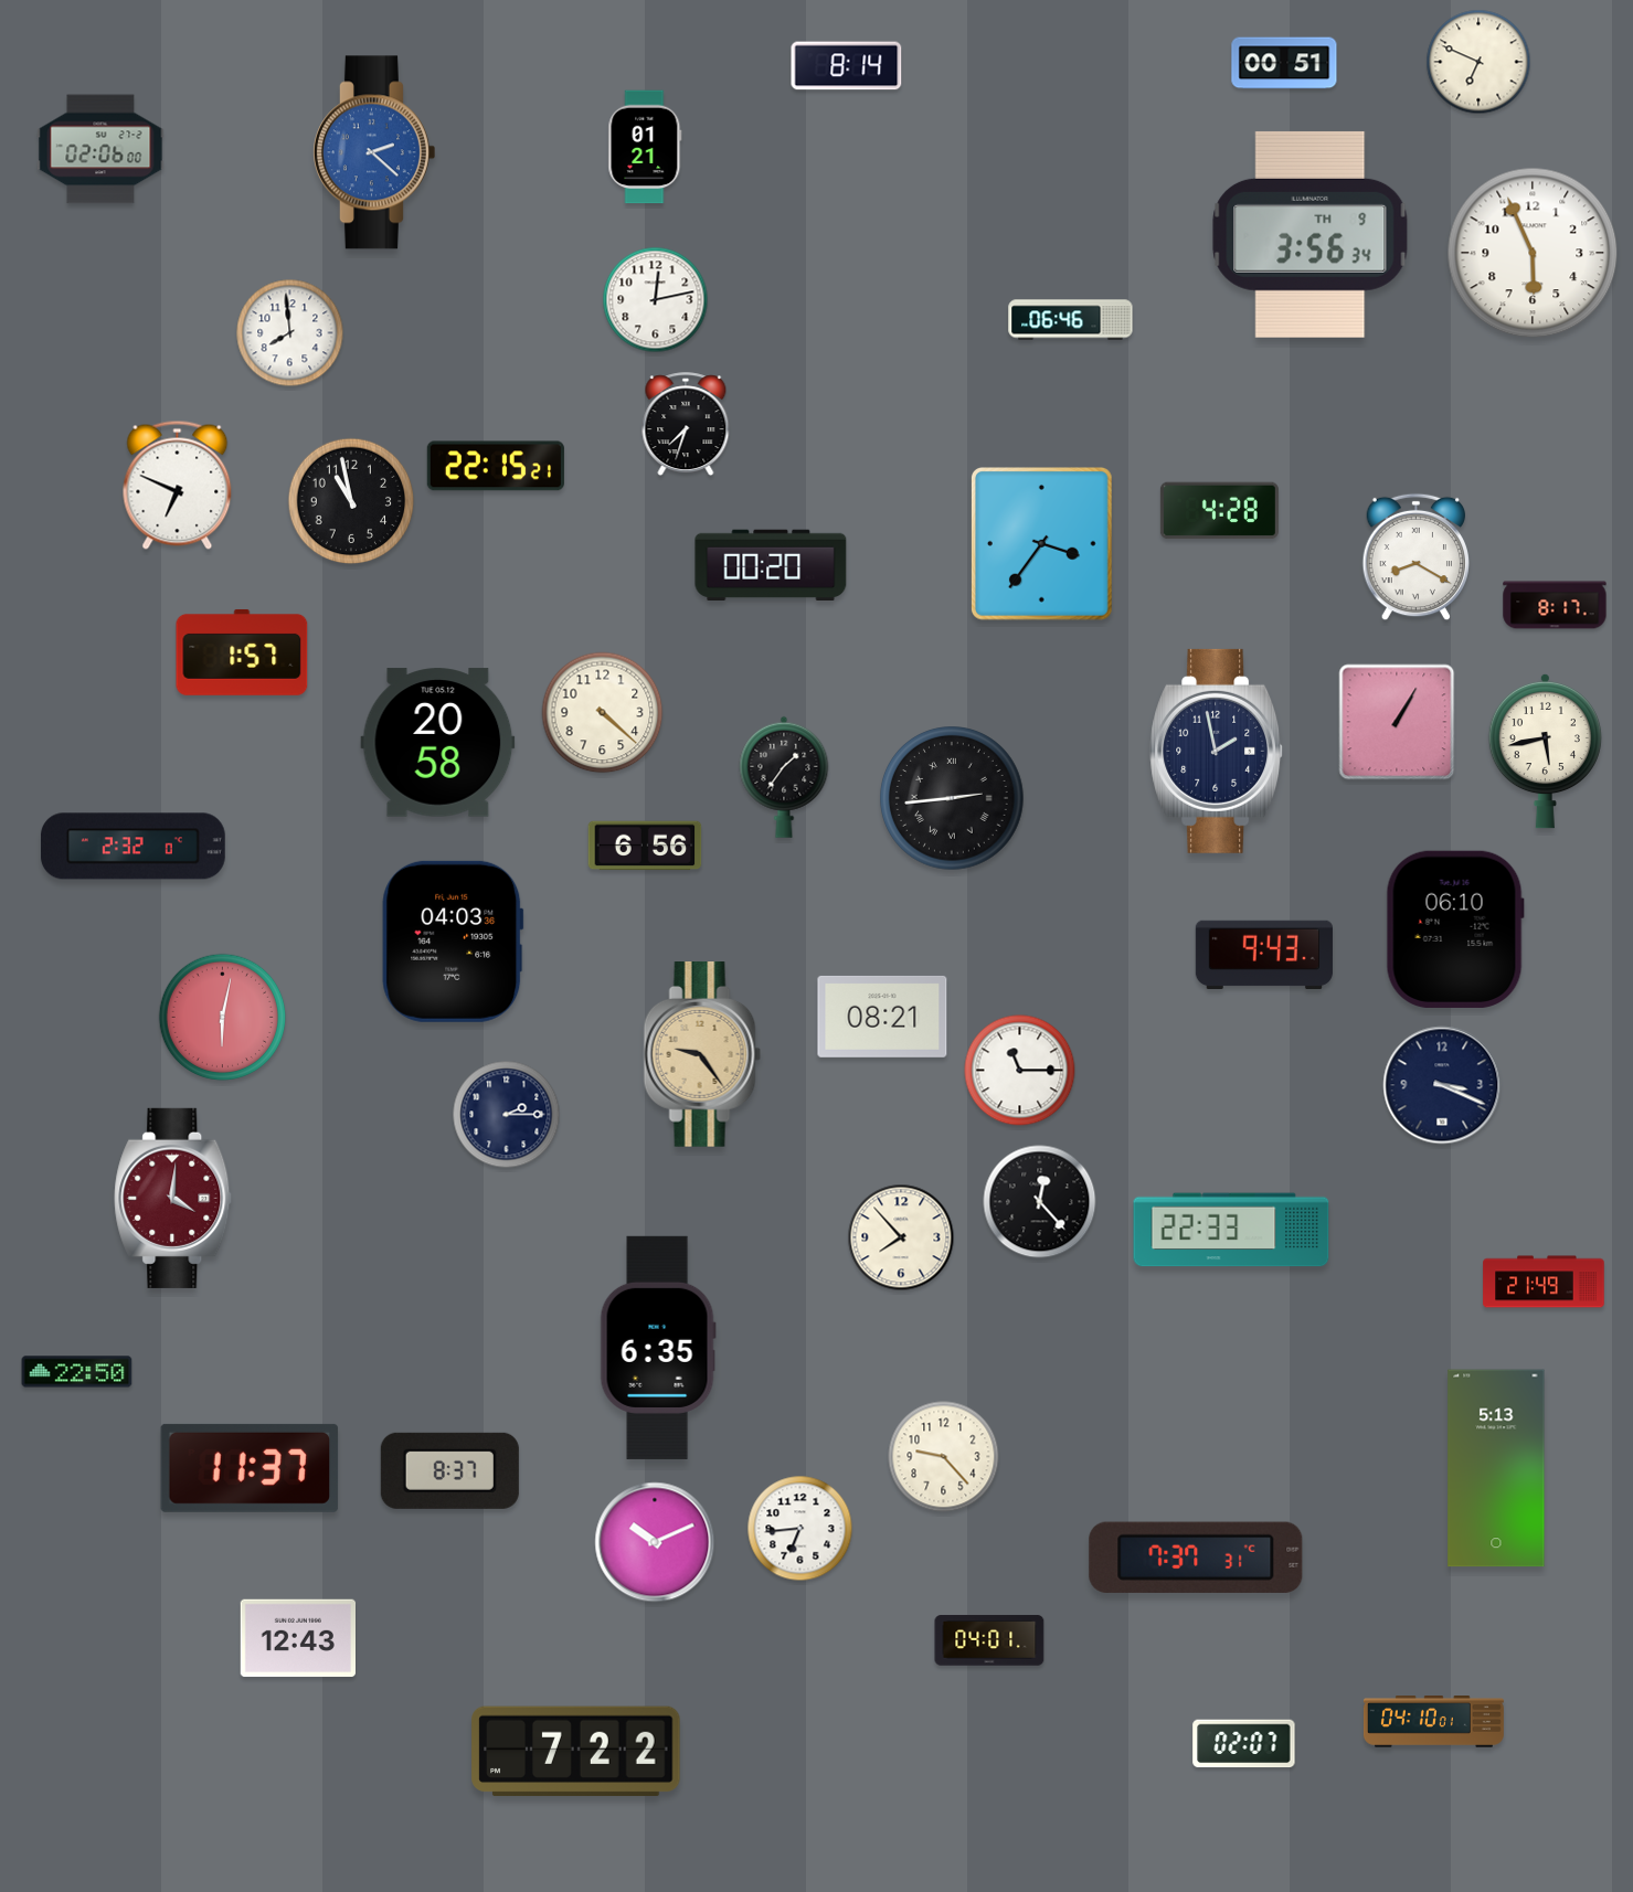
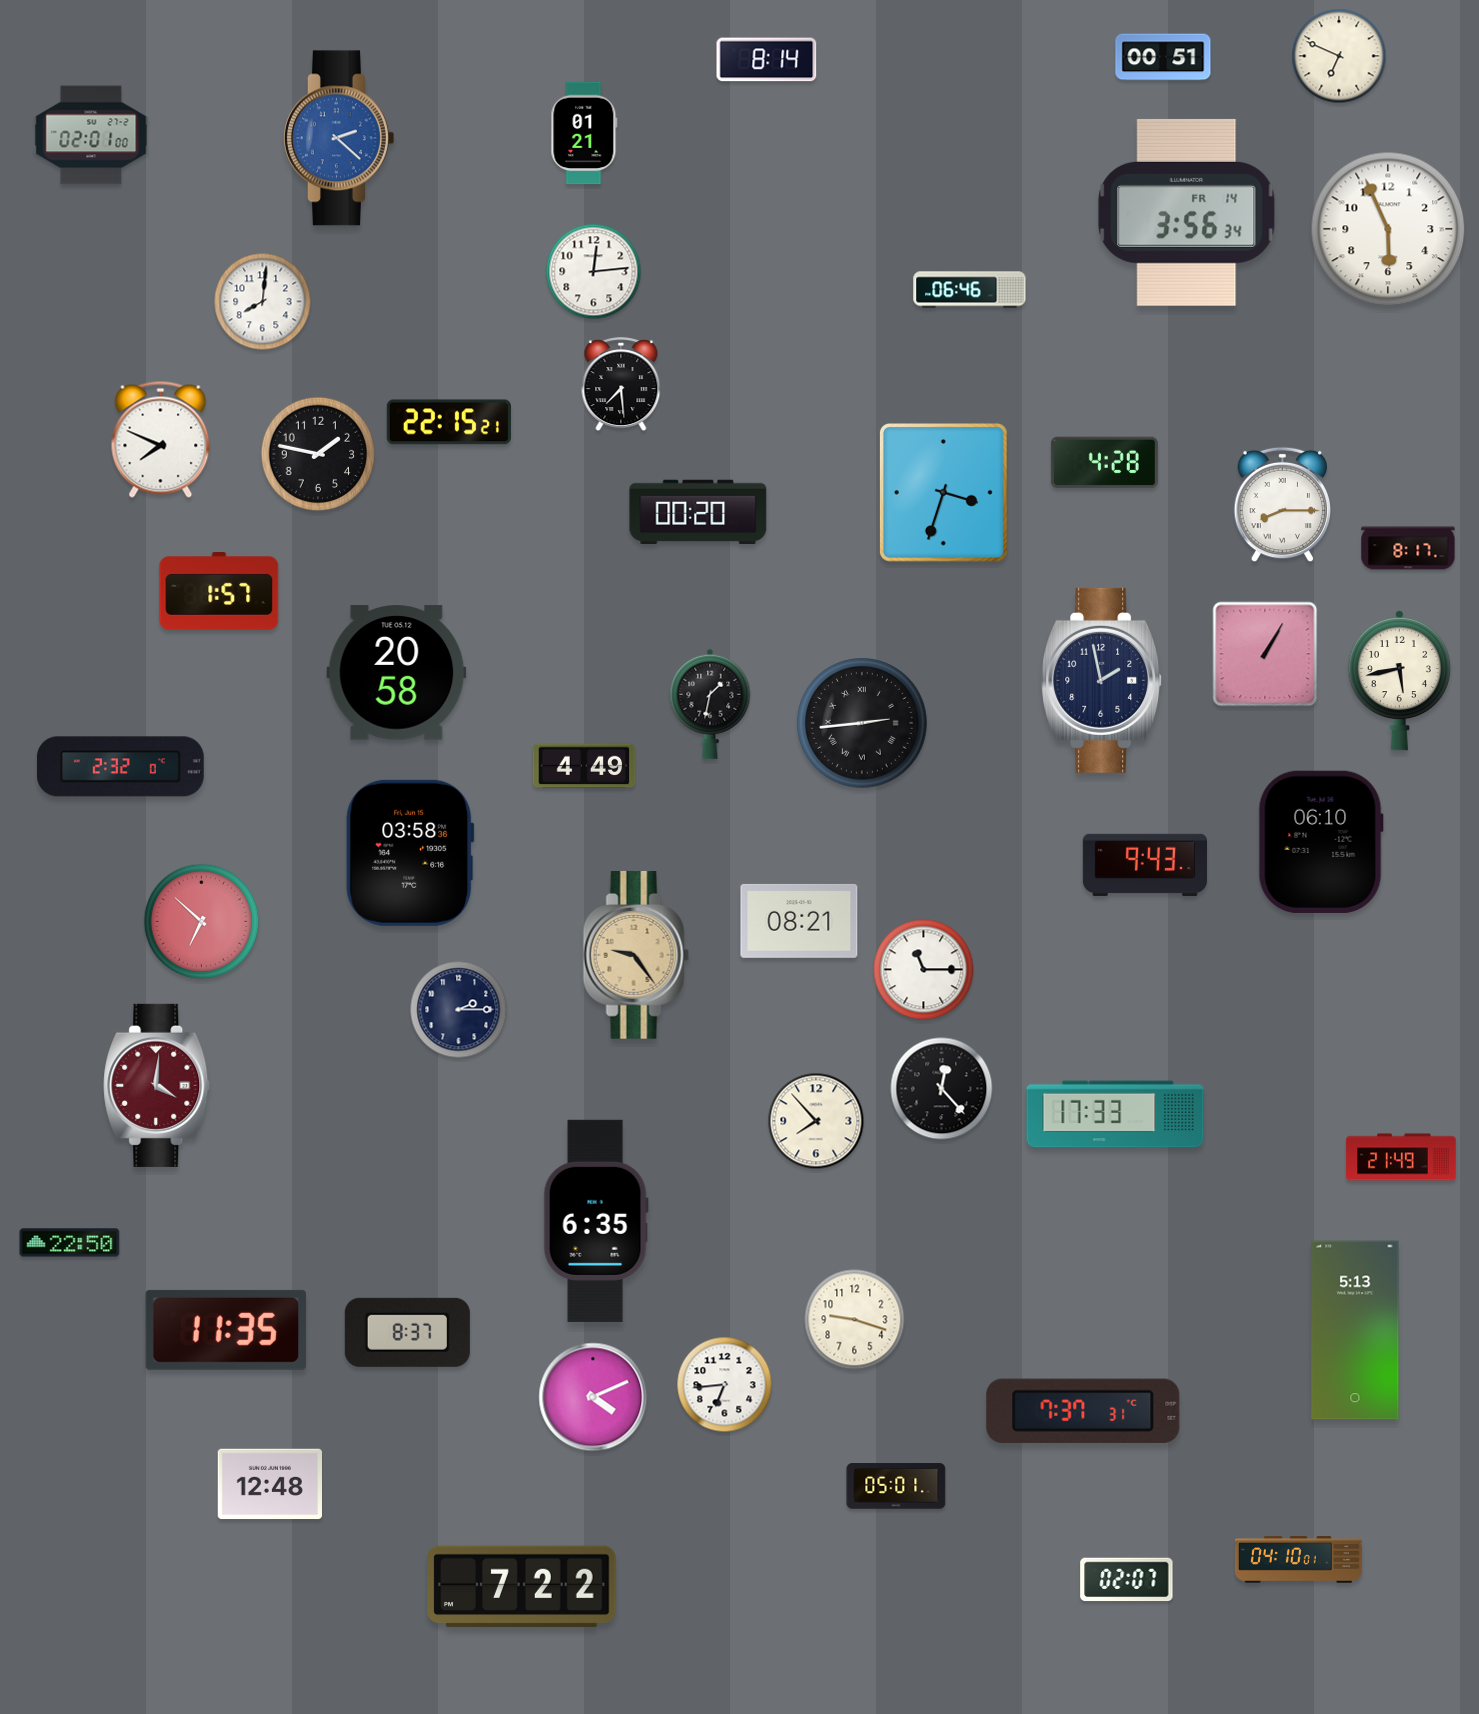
clock at (100, 149): 02:06 -> 02:01
clock at (1311, 234) date: TH 9 -> FR 14
clock at (656, 300): 12:13 -> 12:14
clock at (290, 333): 7:59 -> 8:01
clock at (686, 425): 7:33 -> 7:29
clock at (178, 485): 6:49 -> 7:49
clock at (351, 501): 10:58 -> 1:47
clock at (1042, 544): 3:36 -> 3:33
clock at (1415, 557): 8:20 -> 8:15
clock at (603, 713): 4:22 -> none
clock at (784, 777): 1:36 -> 1:32
clock at (645, 846): 6:56 -> 4:49
clock at (1455, 929) position: (1455, 929) -> (1321, 842)
clock at (453, 942): 04:03 -> 03:58
clock at (223, 1018): 6:02 -> 6:52
clock at (1442, 1085): 3:19 -> none
clock at (1231, 1230): 22:33 -> 17:33
clock at (1544, 1282) position: (1544, 1282) -> (1401, 1157)
clock at (944, 1457): 9:23 -> 9:18
clock at (250, 1468): 11:37 -> 11:35
clock at (655, 1542): 10:11 -> 4:11
clock at (297, 1638): 12:43 -> 12:48
clock at (989, 1640): 04:01 -> 05:01
